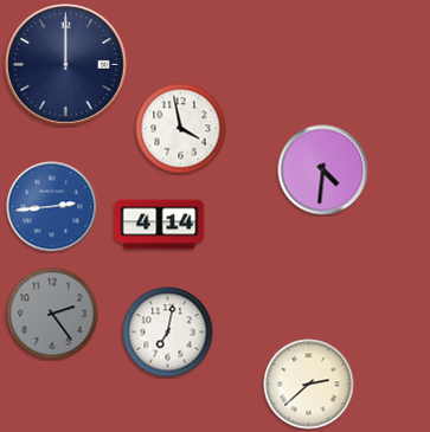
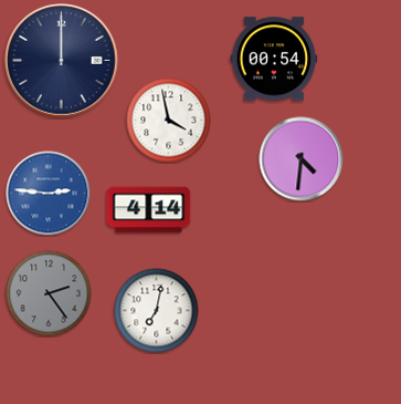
clock at (274, 59): none -> 00:54
clock at (52, 207): 2:44 -> 2:46
clock at (309, 385): 2:38 -> none
